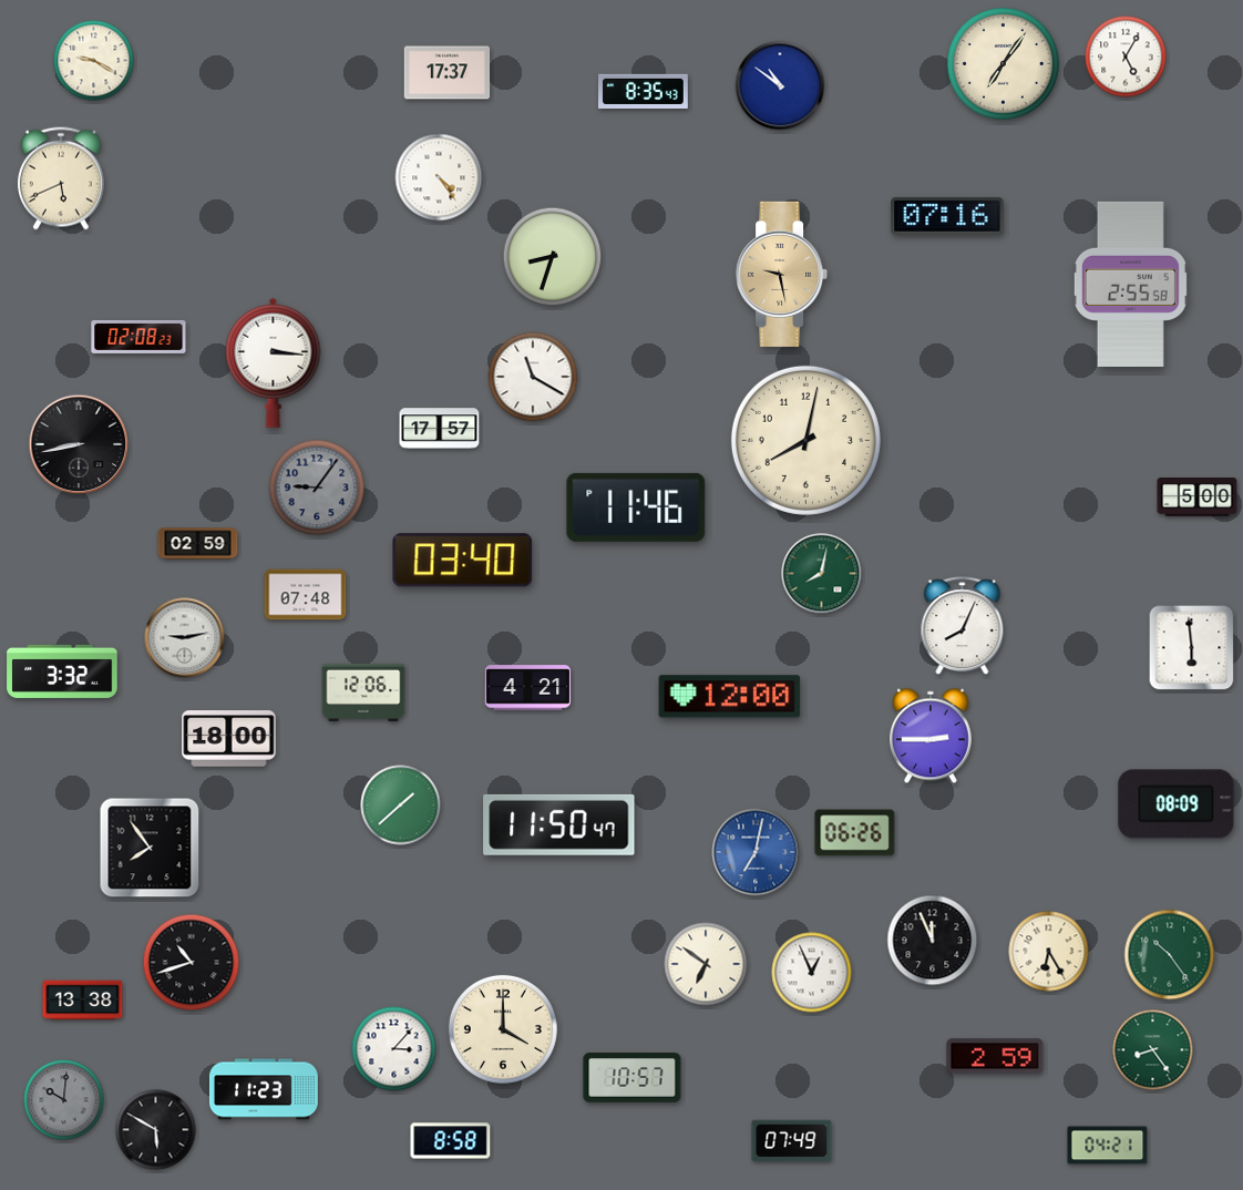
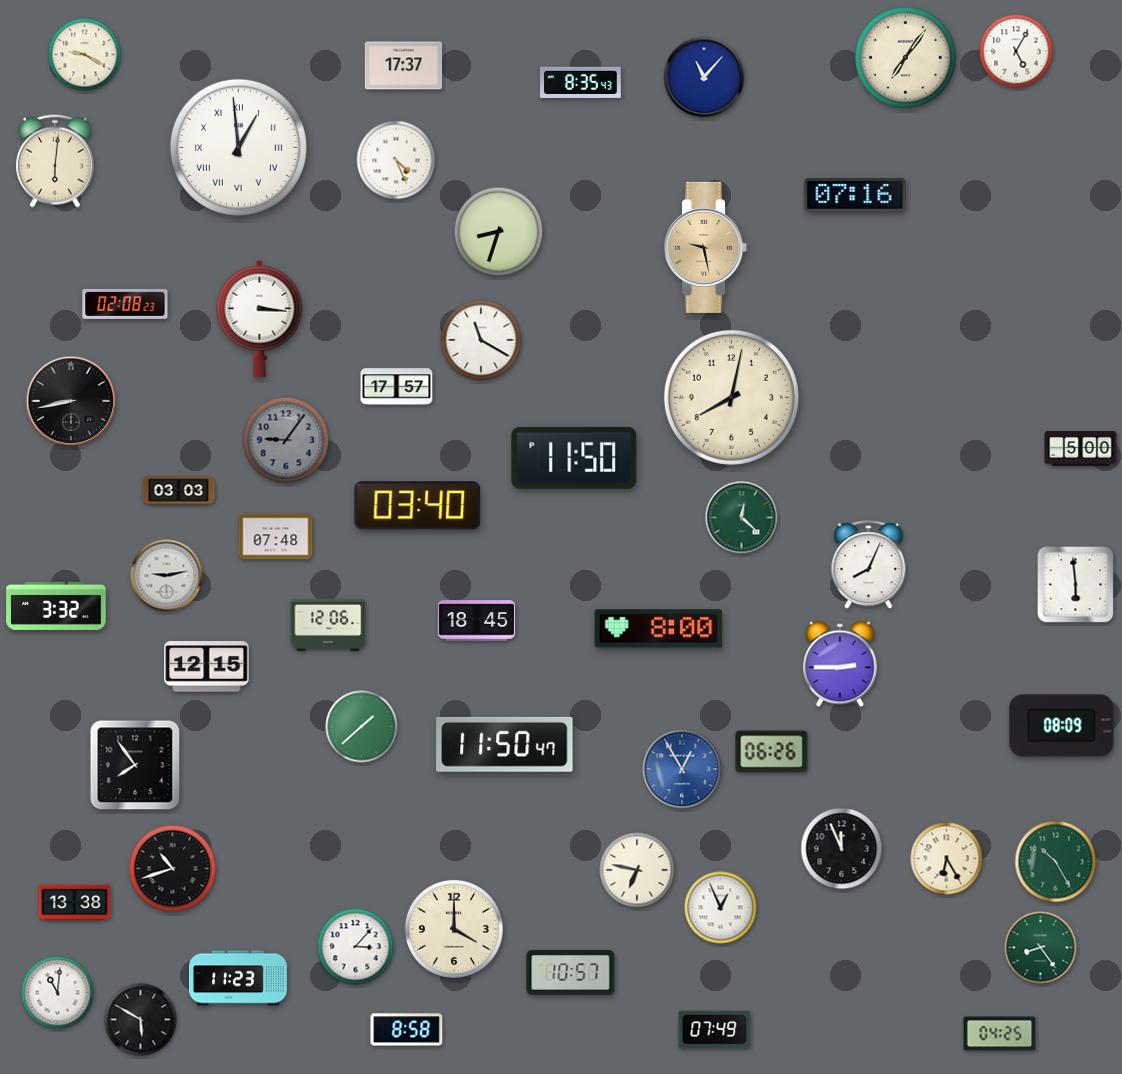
clock at (780, 85): 10:51 -> 11:07
clock at (238, 147): none -> 12:59
clock at (439, 177): 4:24 -> 4:26
clock at (61, 178): 5:41 -> 6:01
clock at (1130, 284): 2:55 -> none
clock at (274, 362) position: (274, 362) -> (260, 318)
clock at (805, 440) position: (805, 440) -> (731, 397)
clock at (636, 507): 11:46 -> 11:50
clock at (198, 544): 02:59 -> 03:03
clock at (822, 574): 8:02 -> 12:22
clock at (528, 688): 4:21 -> 18:45
clock at (730, 697): 12:00 -> 8:00
clock at (229, 739): 18:00 -> 12:15
clock at (756, 852): 7:02 -> 12:55
clock at (1170, 955): 10:24 -> 10:25
clock at (706, 964): 6:51 -> 6:47
clock at (812, 973) position: (812, 973) -> (721, 908)
clock at (995, 1056): 2:59 -> none
clock at (265, 1089) position: (265, 1089) -> (239, 978)
clock at (64, 1100): 10:01 -> 11:01
clock at (64, 1100) dial: grey -> white
clock at (1108, 1146): 04:21 -> 04:25
